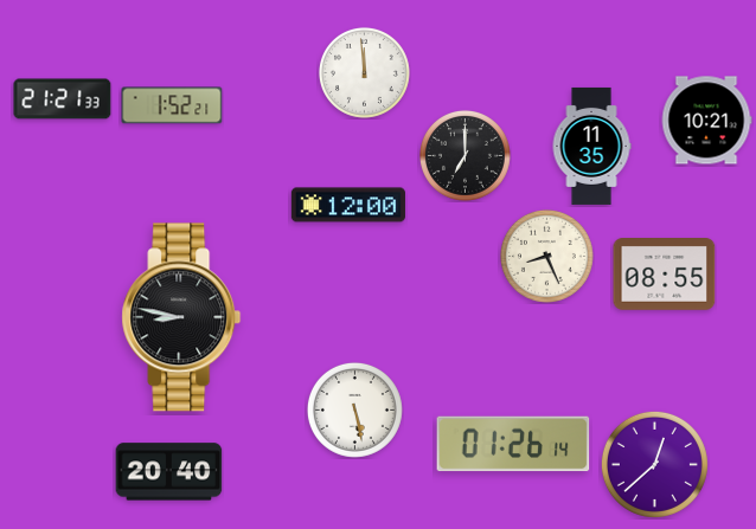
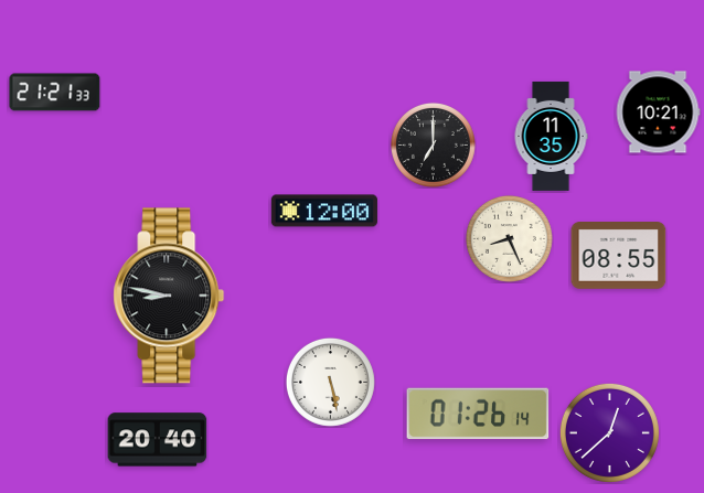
clock at (364, 72): 11:59 -> none
clock at (63, 99) position: (63, 99) -> (55, 93)
clock at (172, 105): 1:52 -> none
clock at (348, 205) position: (348, 205) -> (324, 211)
